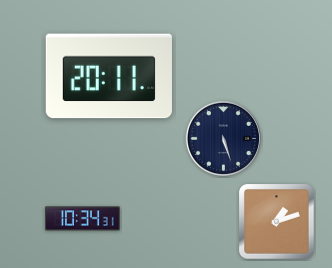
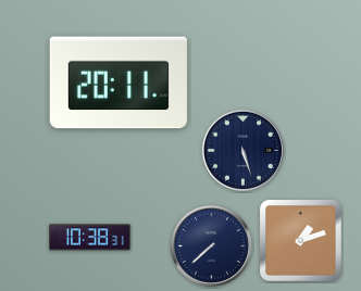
clock at (83, 219): 10:34 -> 10:38
clock at (211, 245): none -> 7:38
